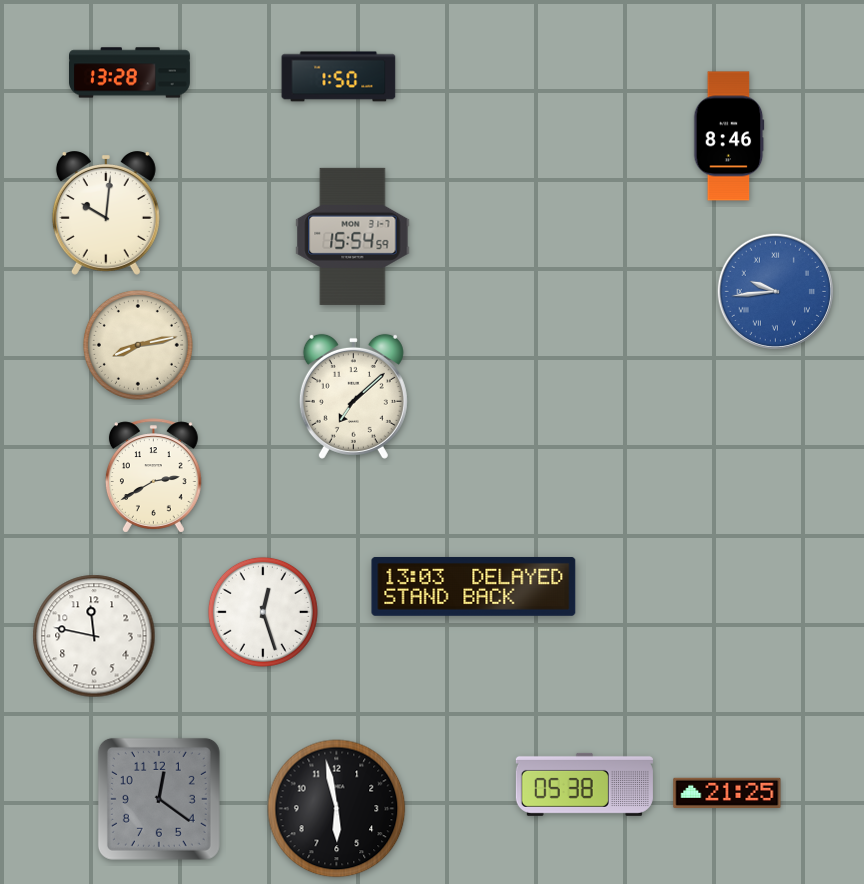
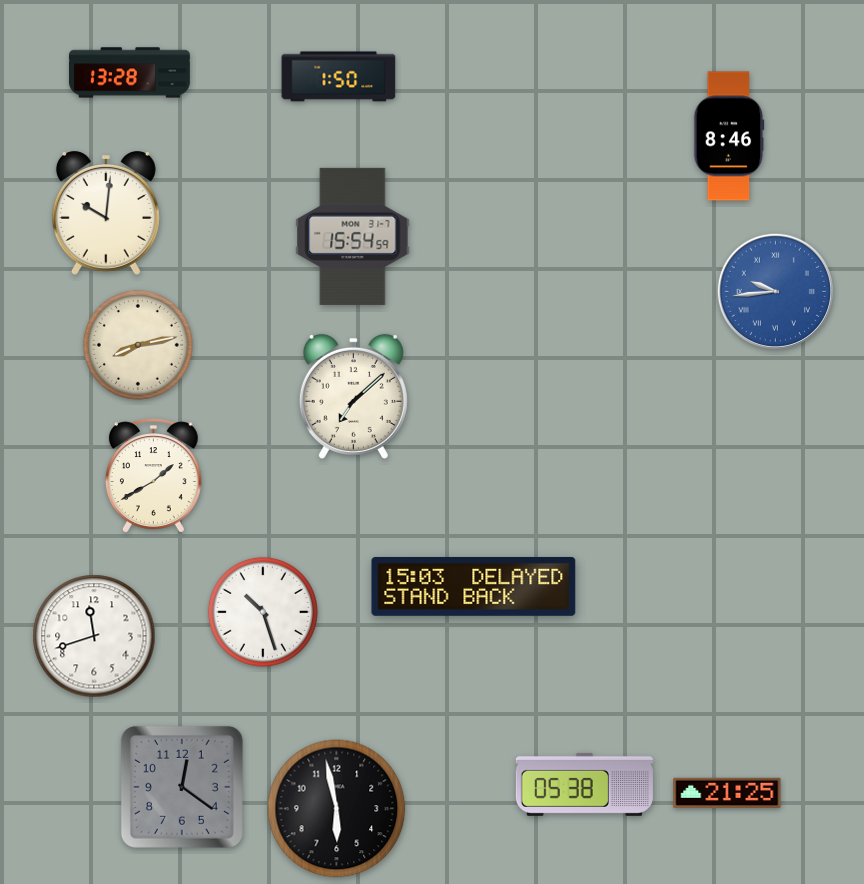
clock at (153, 476): 2:40 -> 1:40
clock at (474, 586): 13:03 -> 15:03
clock at (263, 612): 12:27 -> 10:27
clock at (94, 636): 11:47 -> 11:42
clock at (159, 799) position: (159, 799) -> (182, 787)
